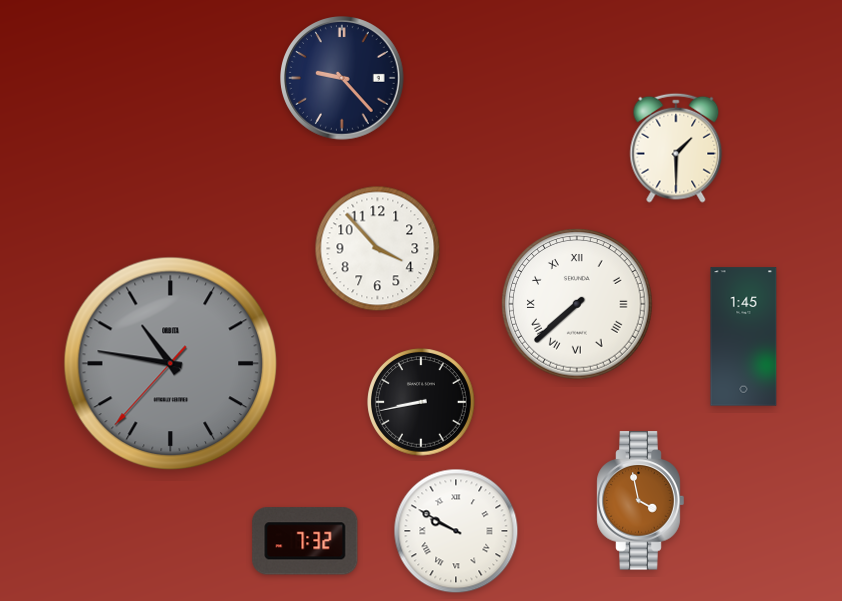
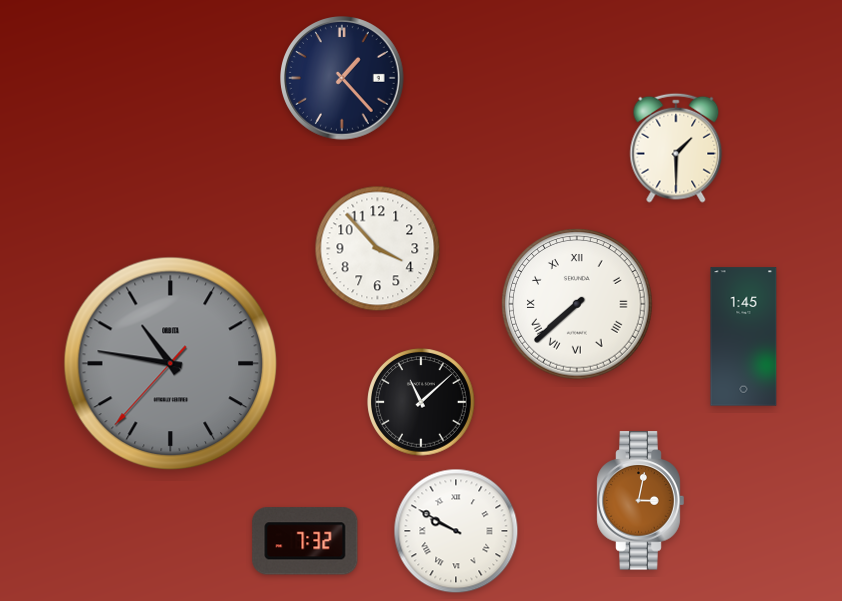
clock at (342, 78): 9:23 -> 1:23
clock at (421, 402): 8:43 -> 11:08
clock at (641, 501): 3:58 -> 3:02
